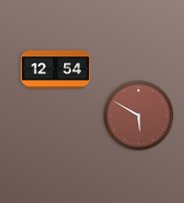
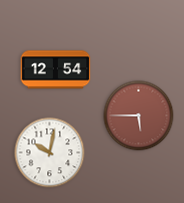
clock at (139, 116): 5:50 -> 5:45
clock at (50, 153): none -> 10:02
